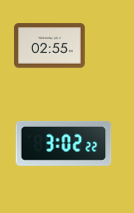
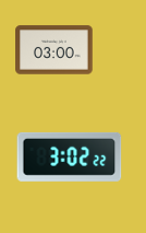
clock at (50, 46): 02:55 -> 03:00
